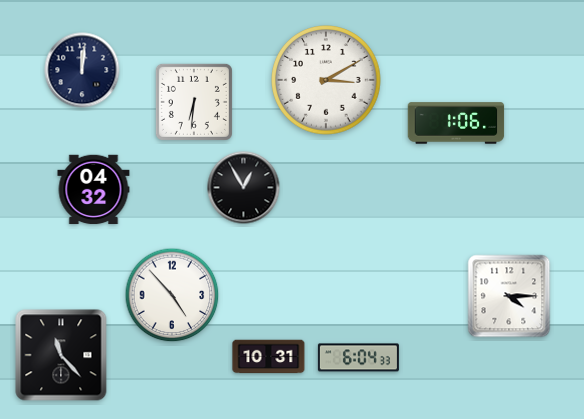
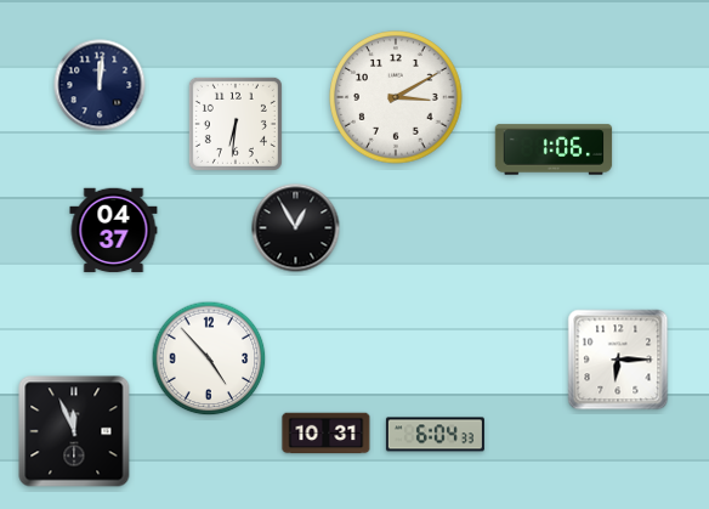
clock at (94, 190): 04:32 -> 04:37
clock at (509, 296): 4:15 -> 6:15
clock at (61, 355): 11:23 -> 11:56
